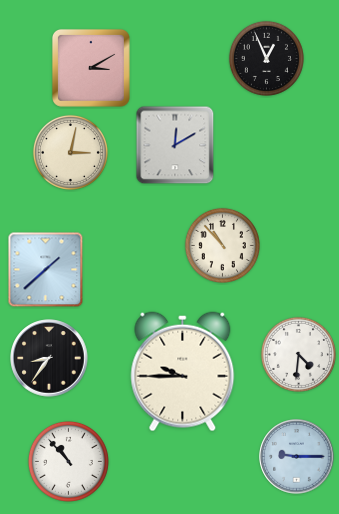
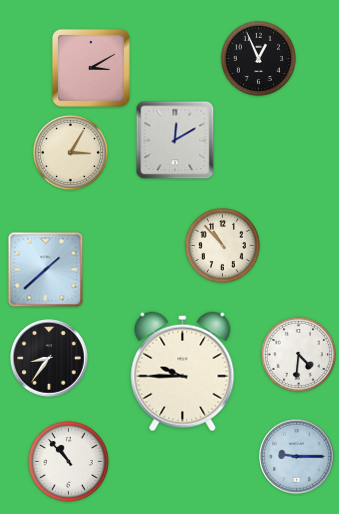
clock at (266, 58) position: (266, 58) -> (258, 58)
clock at (175, 145) position: (175, 145) -> (175, 140)
clock at (70, 152): 3:02 -> 3:05
